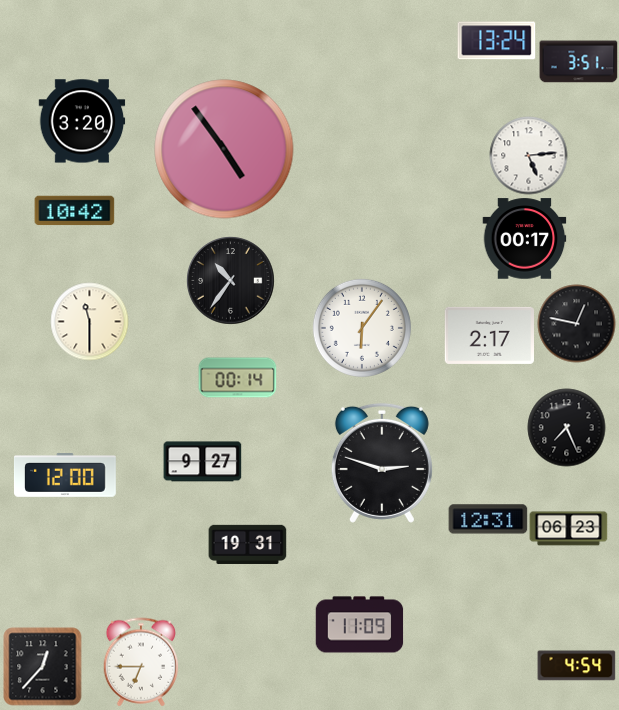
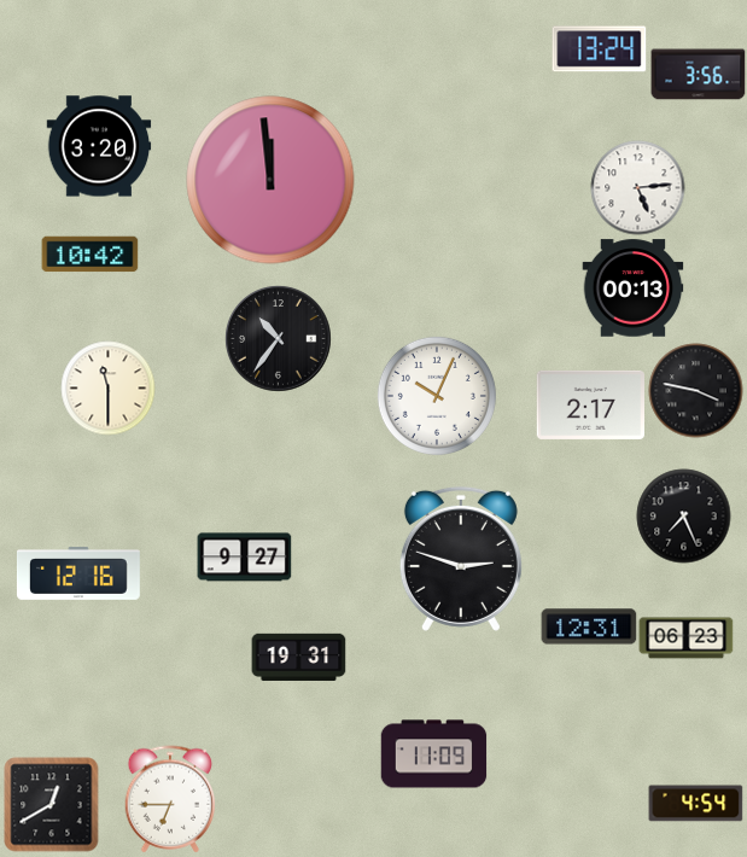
clock at (578, 62): 3:51 -> 3:56
clock at (224, 149): 4:54 -> 11:59
clock at (524, 239): 00:17 -> 00:13
clock at (576, 323): 12:47 -> 3:47
clock at (362, 328): 6:06 -> 10:04
clock at (237, 378): 00:14 -> none
clock at (65, 476): 12:00 -> 12:16
clock at (42, 666): 12:37 -> 12:40
